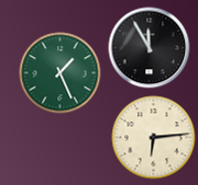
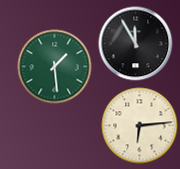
clock at (61, 73): 1:26 -> 1:29
